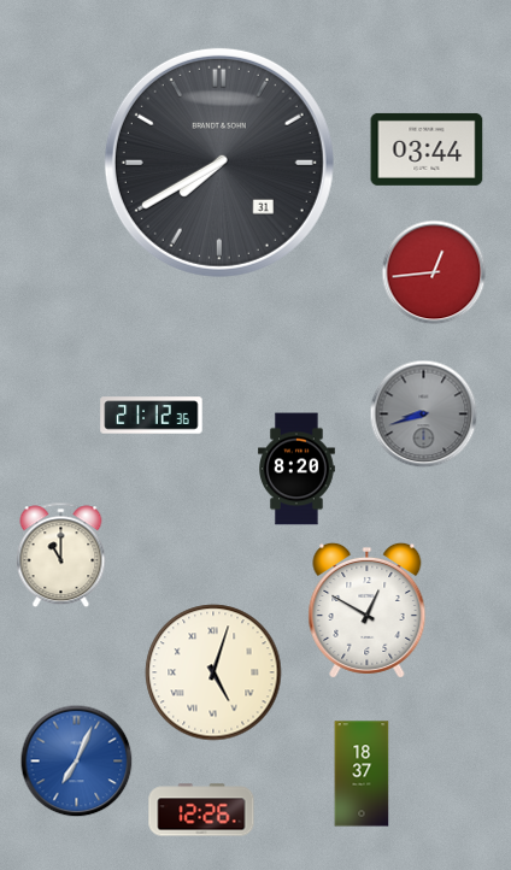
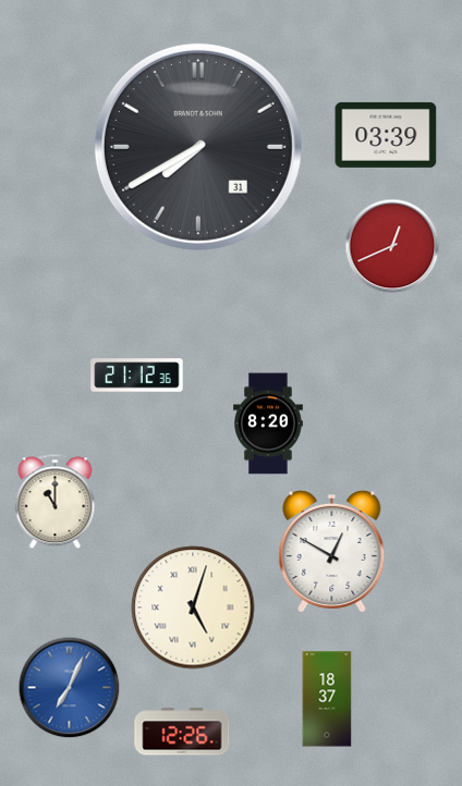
clock at (427, 149): 03:44 -> 03:39
clock at (434, 272): 12:44 -> 12:41
clock at (424, 415): 8:42 -> none
